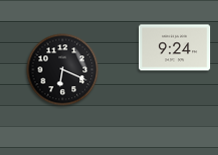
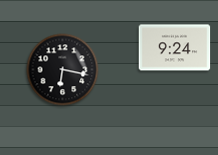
clock at (63, 70): 6:19 -> 6:17
